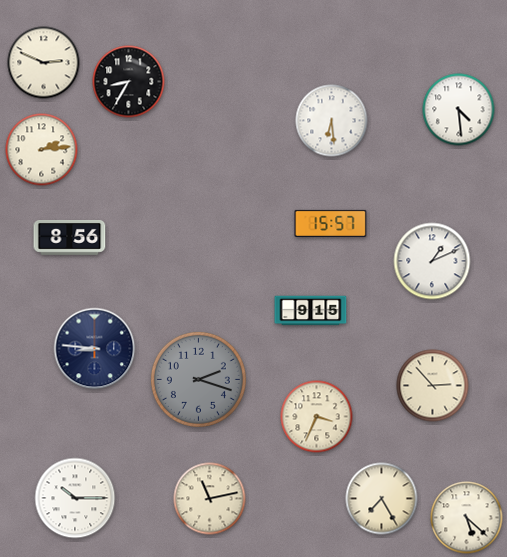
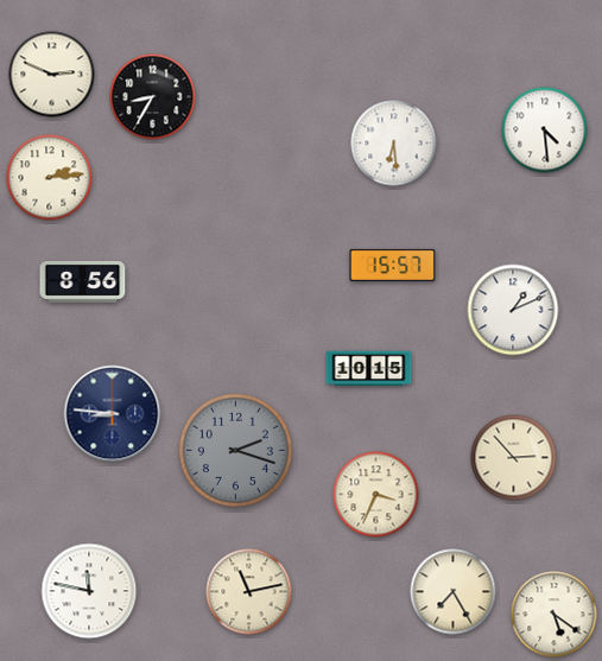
clock at (311, 311): 9:15 -> 10:15
clock at (75, 498): 10:15 -> 11:47
clock at (467, 518): 5:22 -> 5:21
